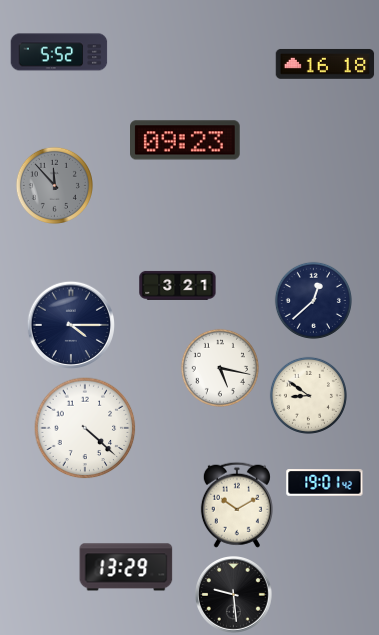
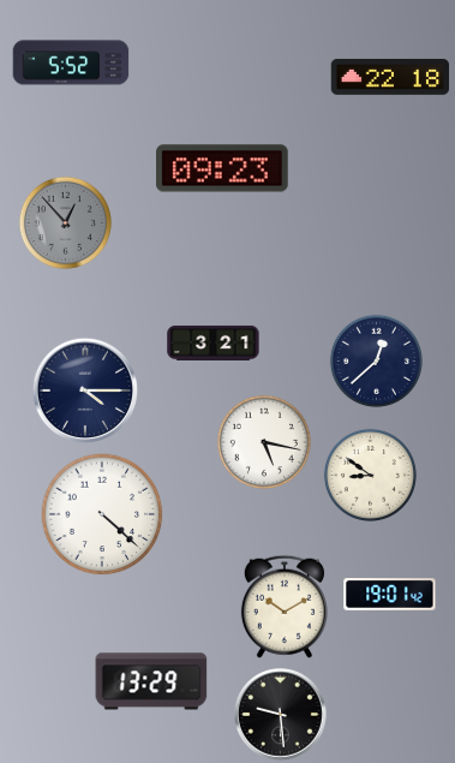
clock at (325, 64): 16:18 -> 22:18
clock at (54, 185): 11:53 -> 12:53
clock at (325, 483) position: (325, 483) -> (390, 595)
